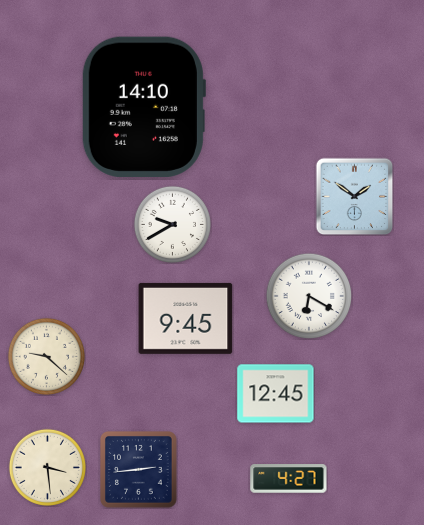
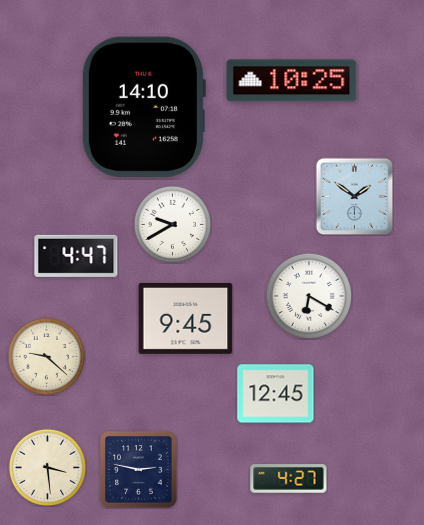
clock at (292, 81): none -> 10:25
clock at (76, 256): none -> 4:47
clock at (139, 470): 2:44 -> 2:47
